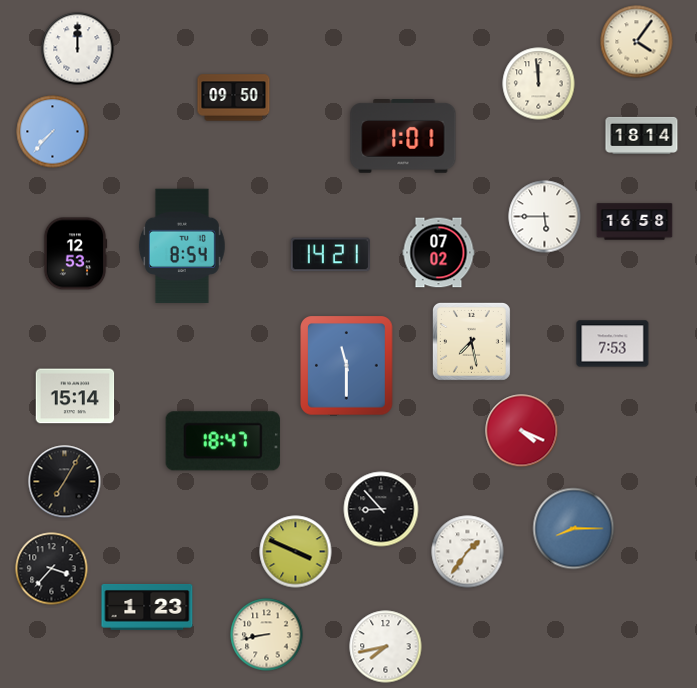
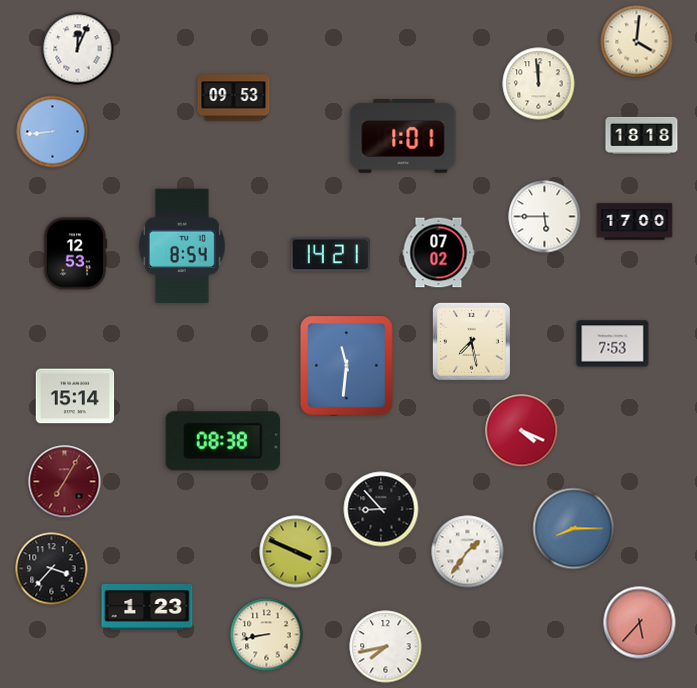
clock at (637, 42): 4:06 -> 4:01
clock at (78, 49): 12:00 -> 12:04
clock at (234, 98): 09:50 -> 09:53
clock at (53, 132): 7:37 -> 8:44
clock at (642, 135): 18:14 -> 18:18
clock at (635, 222): 16:58 -> 17:00
clock at (347, 366): 11:30 -> 11:31
clock at (223, 441): 18:47 -> 08:38
clock at (65, 482) dial: black -> burgundy
clock at (640, 623): none -> 5:37
